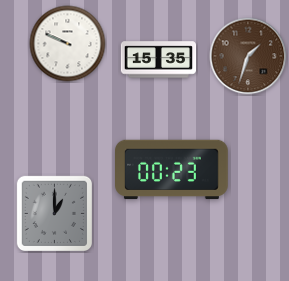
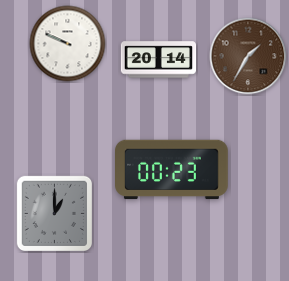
clock at (248, 56): 1:33 -> 1:35
clock at (159, 60): 15:35 -> 20:14
